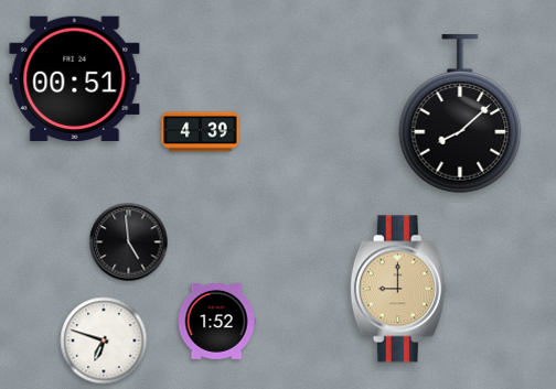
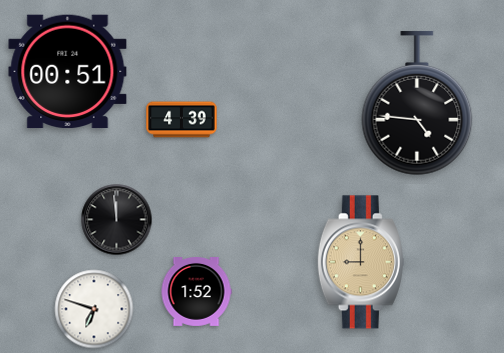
clock at (460, 115): 8:08 -> 4:46
clock at (129, 242): 4:59 -> 11:59
